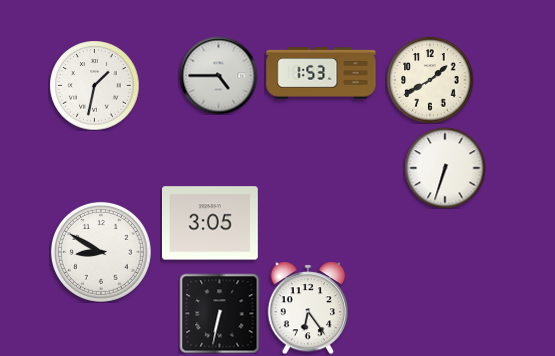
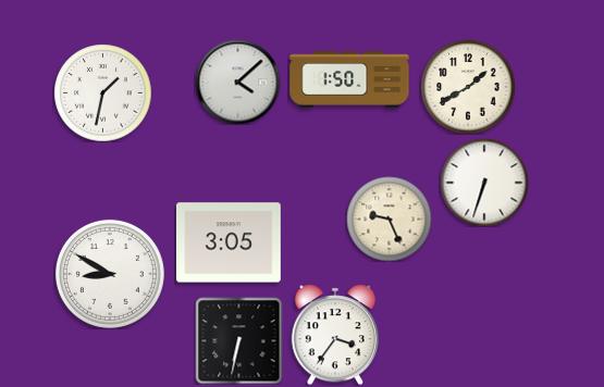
clock at (321, 73): 1:53 -> 1:50
clock at (218, 75): 4:45 -> 4:08
clock at (389, 219): none -> 9:26
clock at (308, 308): 6:24 -> 3:36
